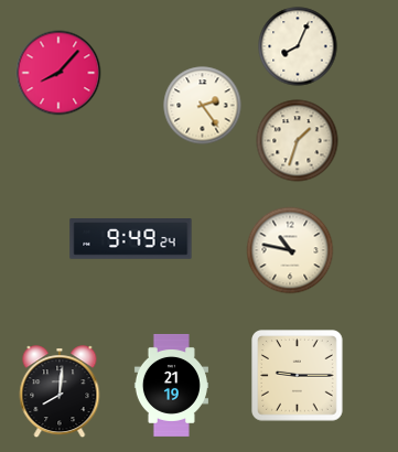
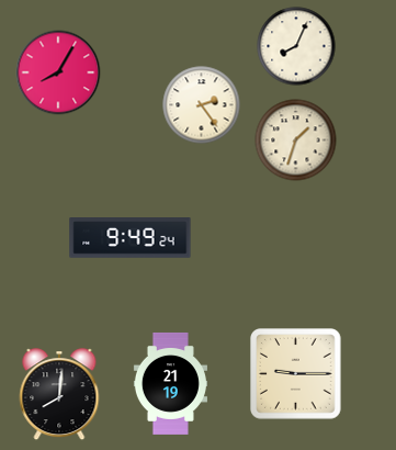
clock at (58, 73): 8:07 -> 8:05
clock at (290, 250): 10:47 -> none
clock at (60, 392) position: (60, 392) -> (59, 395)
